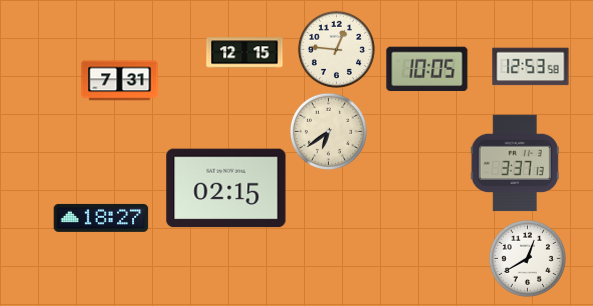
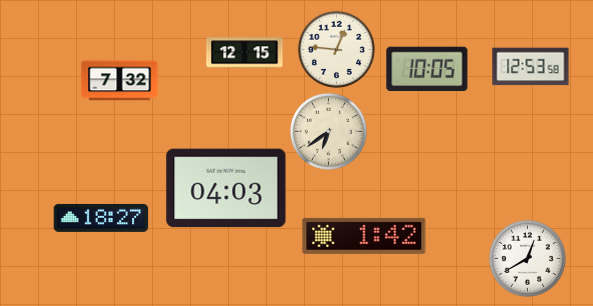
clock at (120, 81): 7:31 -> 7:32
clock at (515, 163): 3:37 -> none
clock at (226, 188): 02:15 -> 04:03
clock at (364, 236): none -> 1:42
